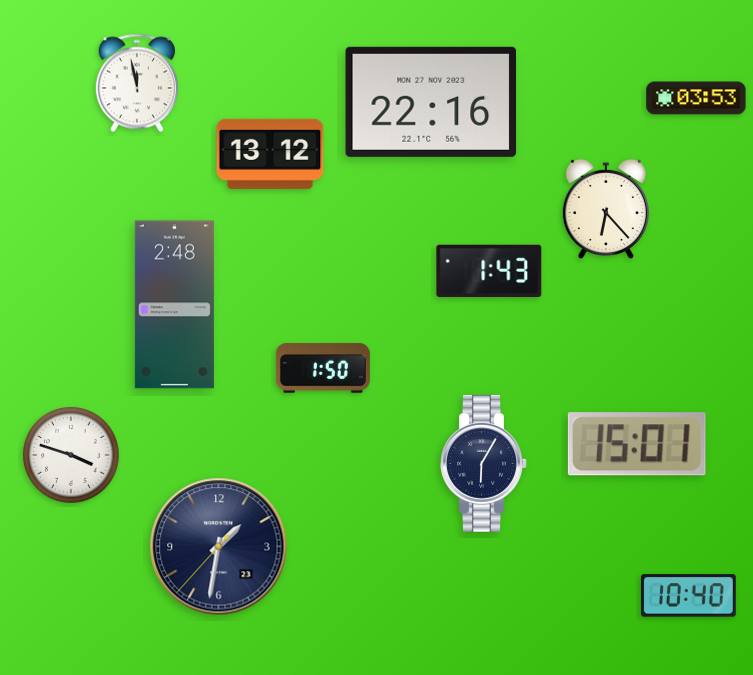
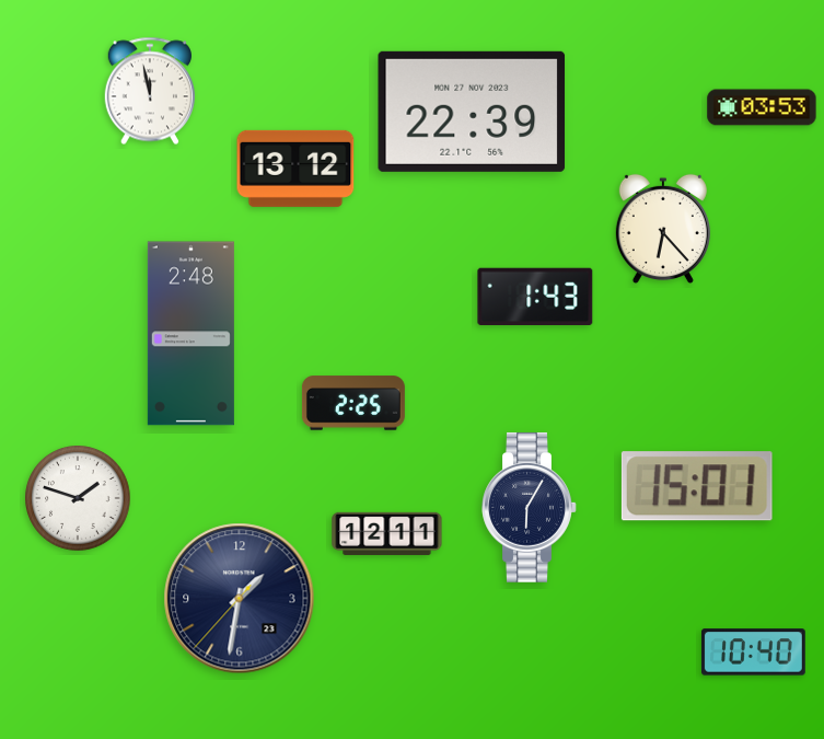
clock at (431, 102): 22:16 -> 22:39
clock at (323, 368): 1:50 -> 2:25
clock at (71, 455): 3:48 -> 1:48
clock at (387, 533): none -> 12:11
